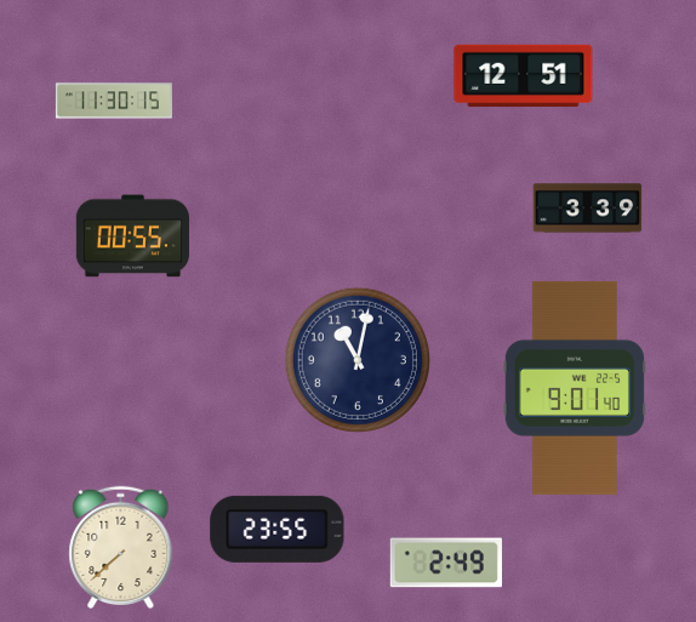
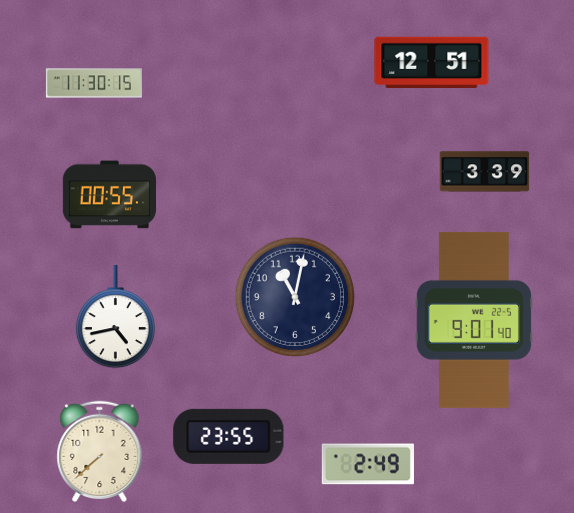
clock at (115, 317): none -> 4:43
